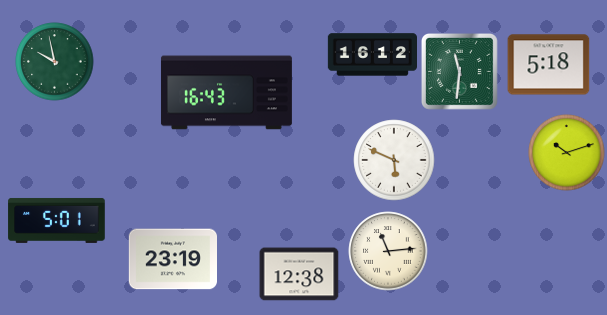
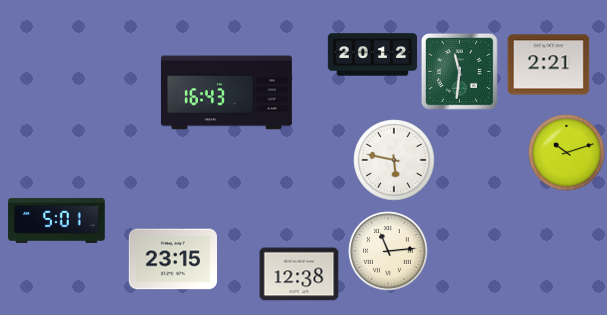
clock at (372, 55): 16:12 -> 20:12
clock at (55, 62): 9:58 -> none
clock at (549, 65): 5:18 -> 2:21
clock at (394, 160): 5:49 -> 5:47
clock at (172, 259): 23:19 -> 23:15
